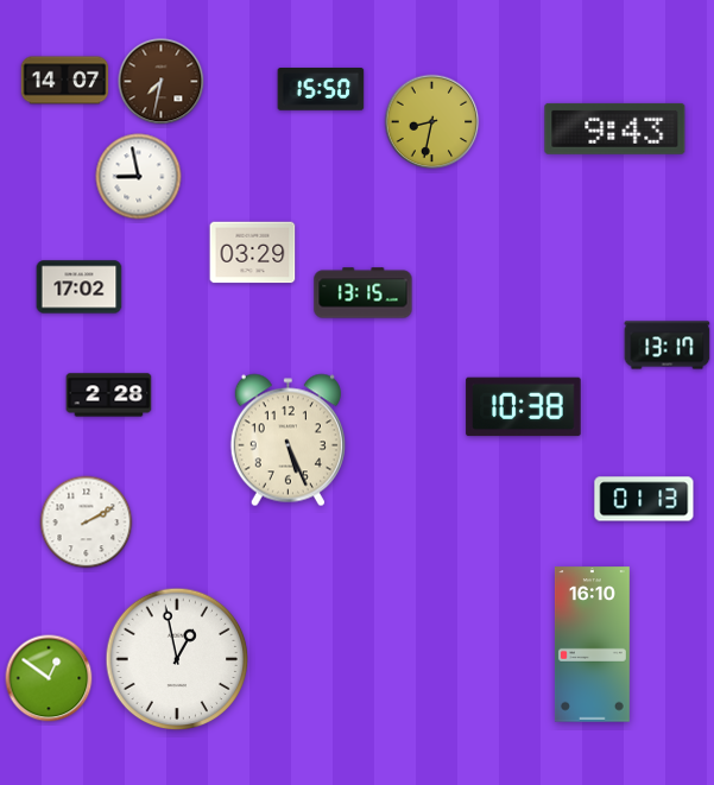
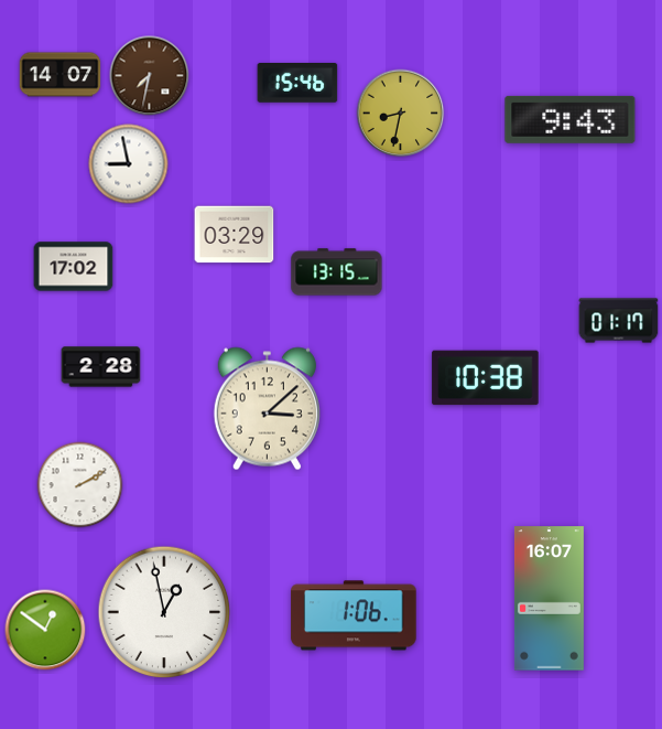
clock at (321, 90): 15:50 -> 15:46
clock at (668, 346): 13:17 -> 01:17
clock at (288, 441): 5:26 -> 3:08
clock at (644, 499): 01:13 -> none
clock at (592, 645): 16:10 -> 16:07
clock at (354, 615): none -> 1:06
